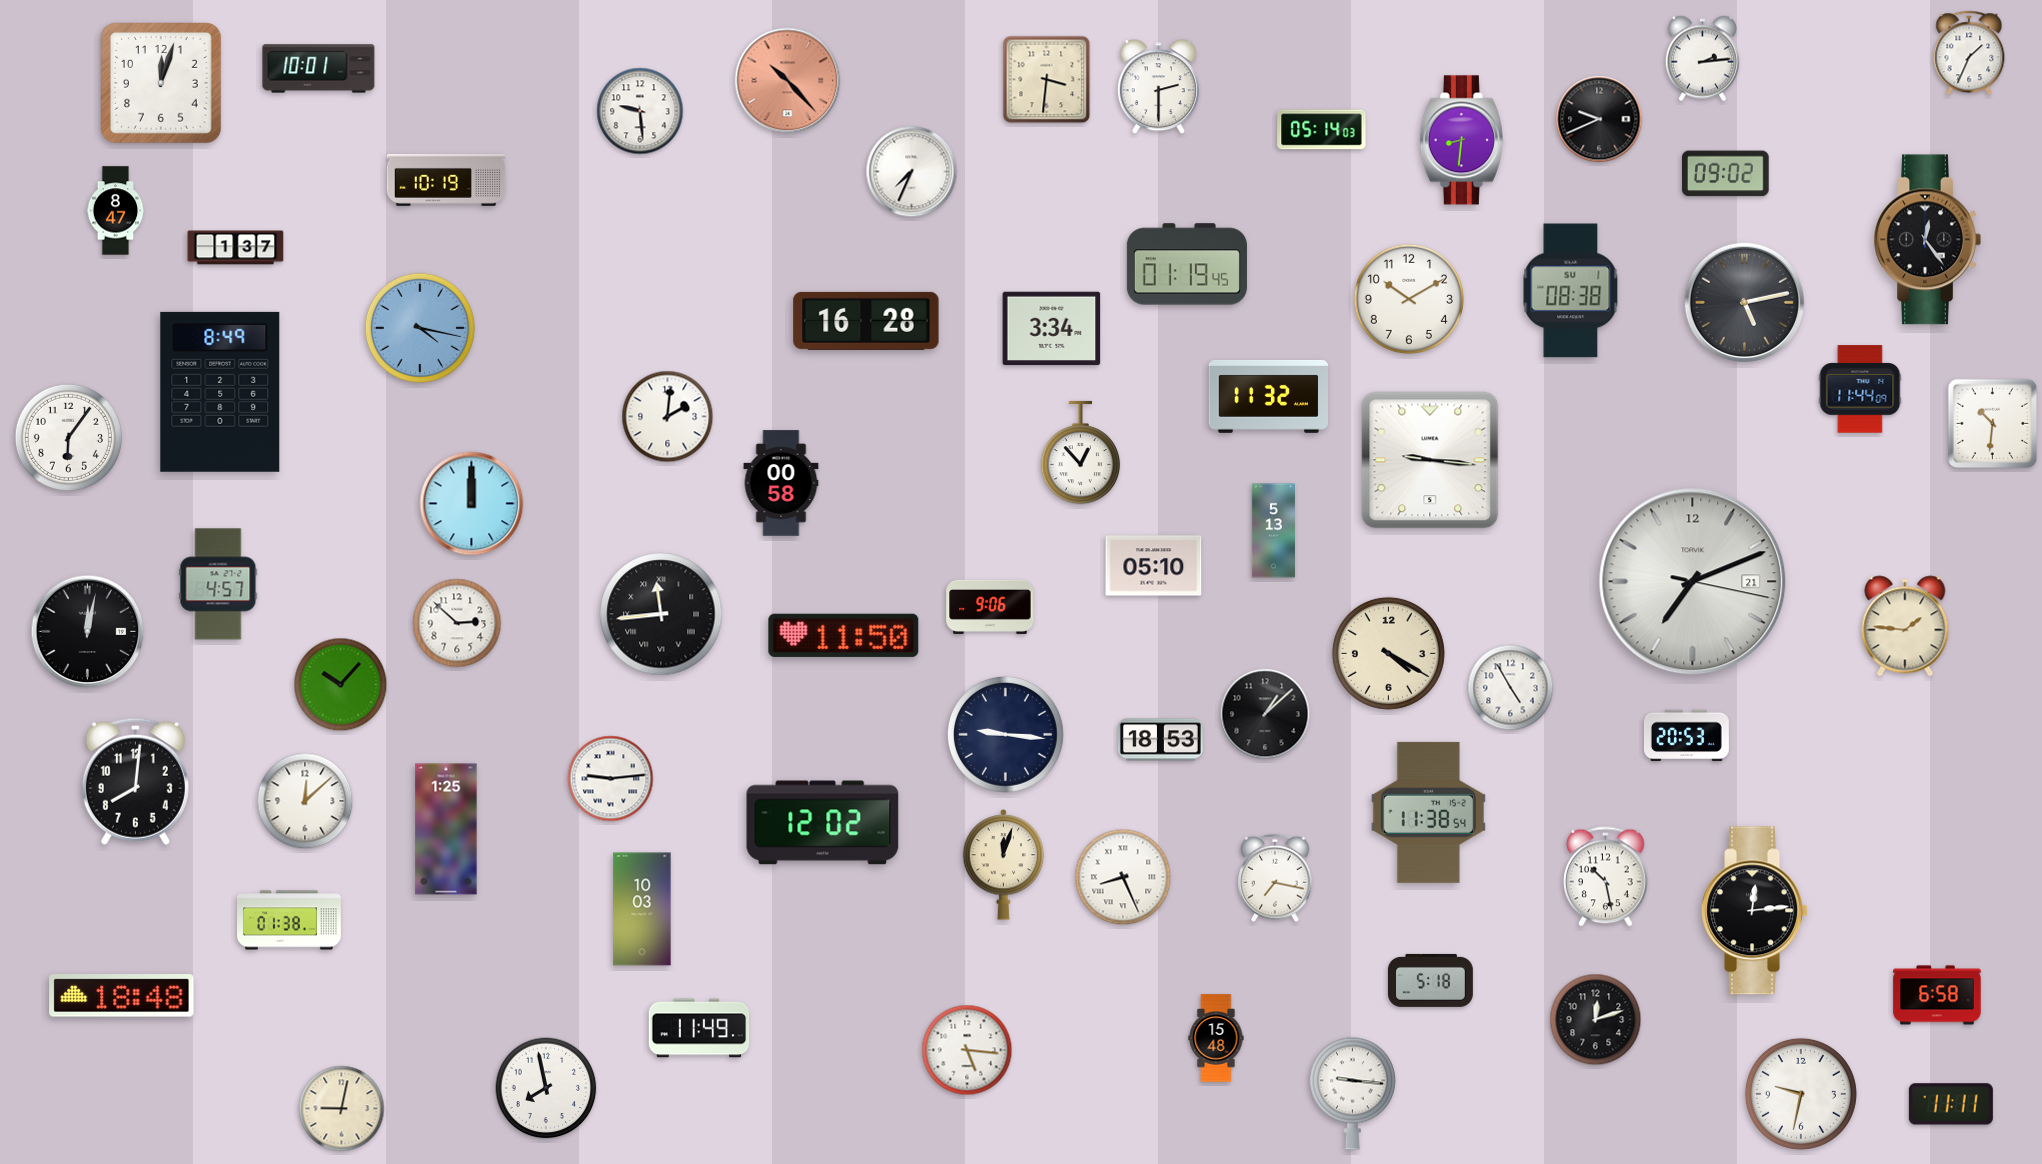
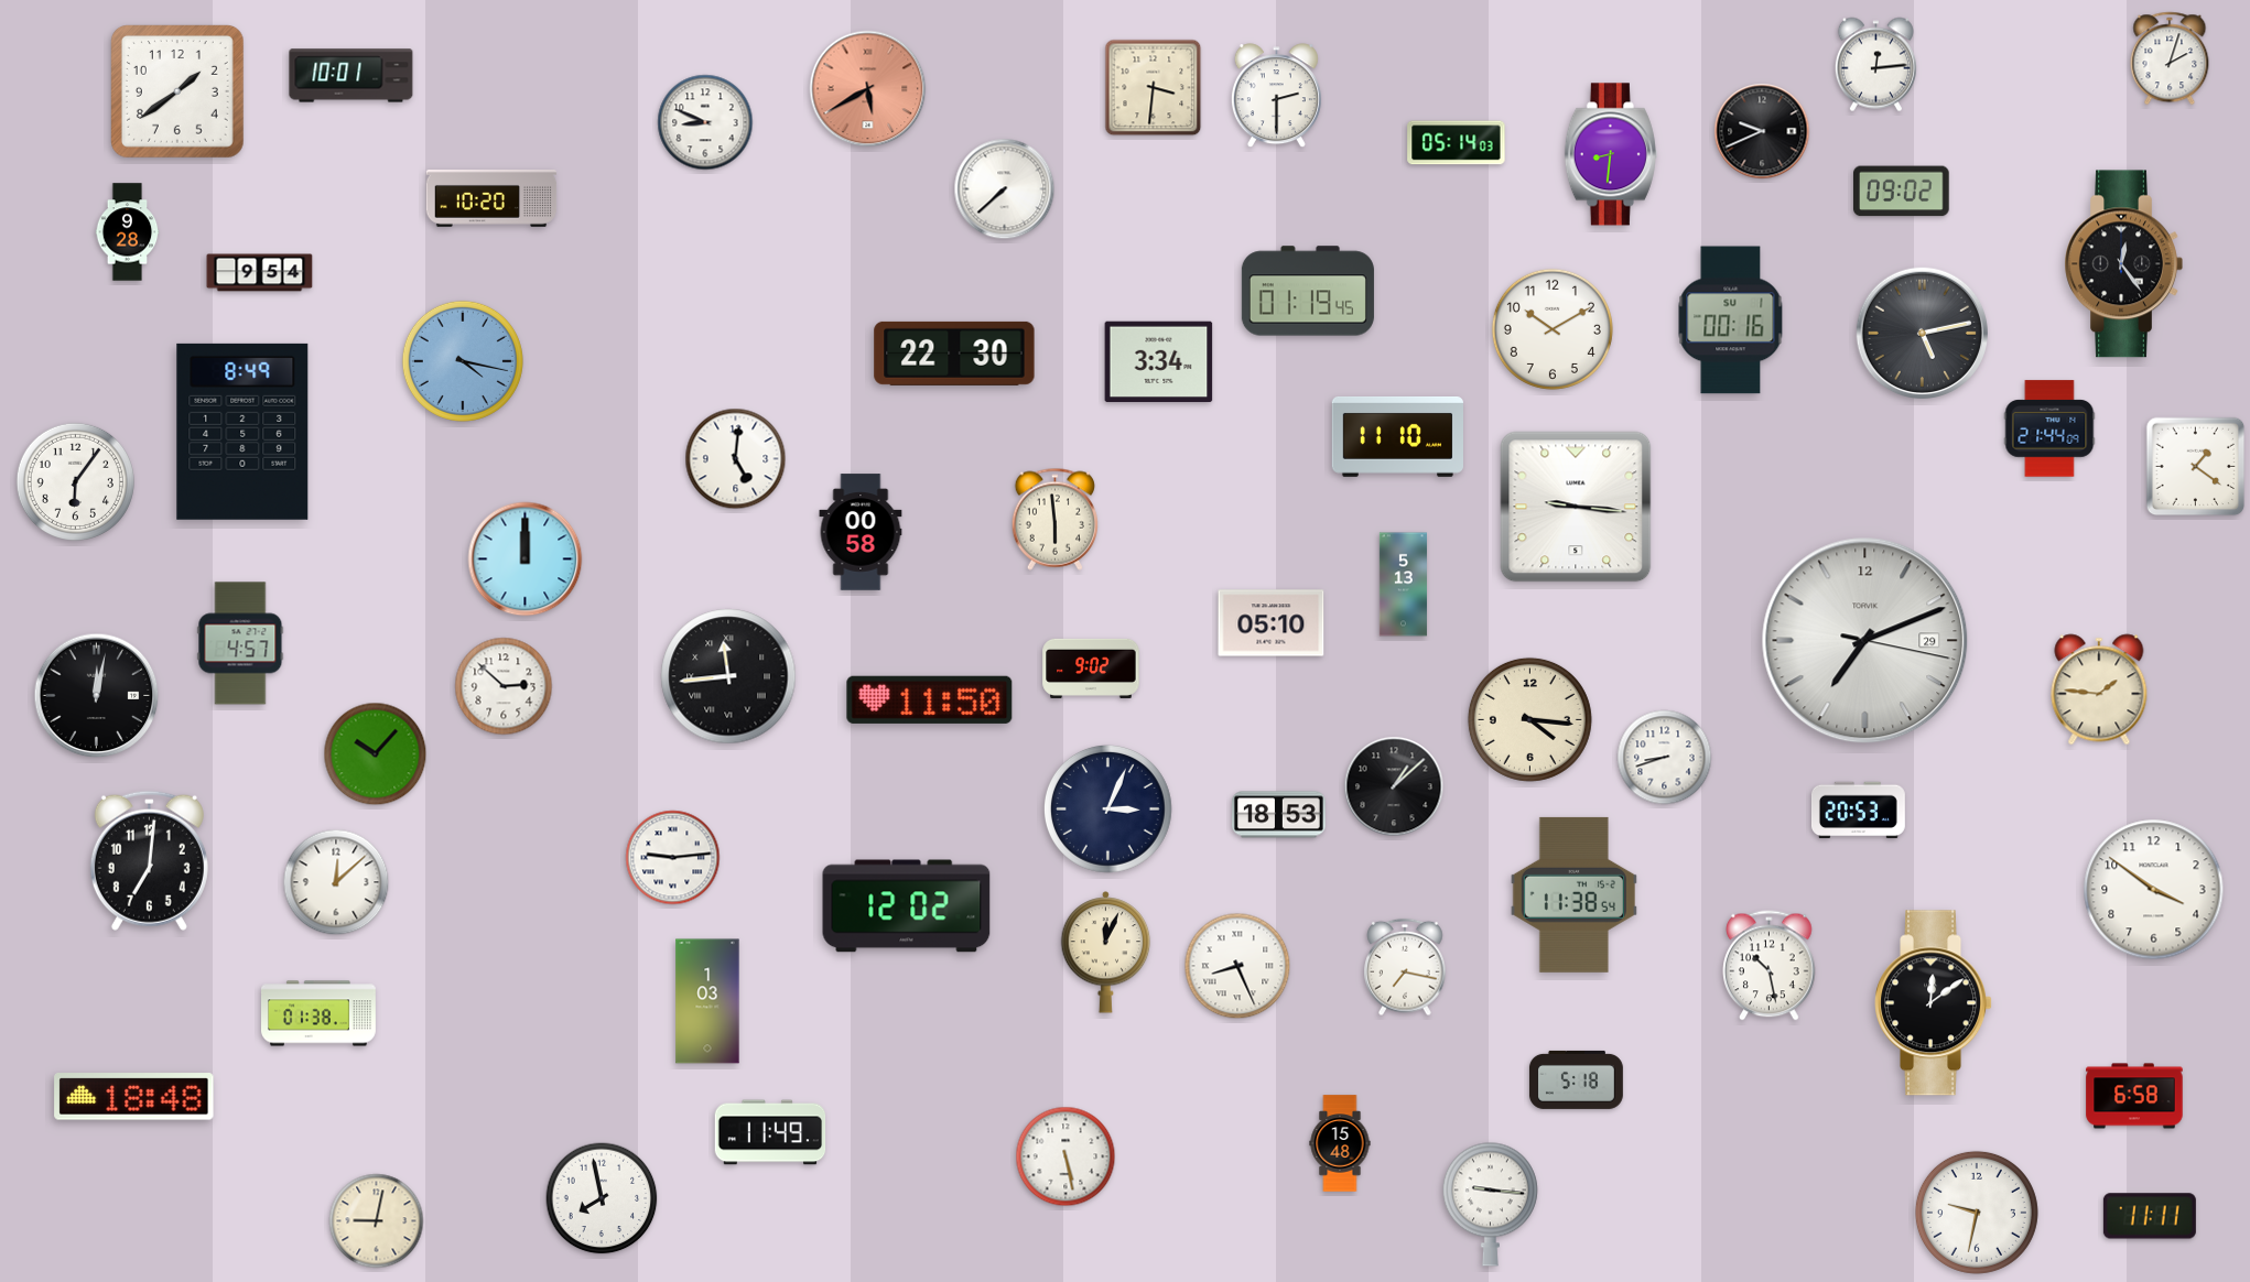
clock at (1969, 53): 1:34 -> 2:03
clock at (1702, 59): 2:14 -> 12:14
clock at (788, 81): 10:23 -> 5:40
clock at (161, 83): 12:03 -> 1:39
clock at (640, 111): 9:29 -> 8:49
clock at (912, 172): 7:34 -> 7:38
clock at (446, 181): 10:19 -> 10:20
clock at (116, 211): 8:47 -> 9:28
clock at (236, 248): 1:37 -> 9:54
clock at (1571, 291): 08:38 -> 00:16
clock at (866, 321): 16:28 -> 22:30
clock at (1860, 389): 11:44 -> 21:44
clock at (1268, 396): 11:32 -> 11:10
clock at (668, 417): 2:01 -> 5:01
clock at (1993, 424): 10:31 -> 1:21
clock at (1081, 453): 12:53 -> none
clock at (1054, 519): none -> 5:59
clock at (472, 504) position: (472, 504) -> (526, 559)
clock at (1693, 582) date: 21 -> 29
clock at (990, 607): 9:06 -> 9:02
clock at (1388, 653): 4:20 -> 4:16
clock at (1511, 688): 4:55 -> 8:42
clock at (1006, 735): 9:16 -> 3:04
clock at (135, 781): 8:01 -> 7:01
clock at (2154, 890): none -> 3:51
clock at (446, 829): 1:25 -> none
clock at (1004, 865): 12:03 -> 12:04
clock at (642, 909): 10:03 -> 1:03
clock at (1755, 911): 12:14 -> 12:09
clock at (1596, 1020): 12:12 -> none
clock at (967, 1050): 5:16 -> 5:28
clock at (1801, 1094) position: (1801, 1094) -> (1977, 1213)
